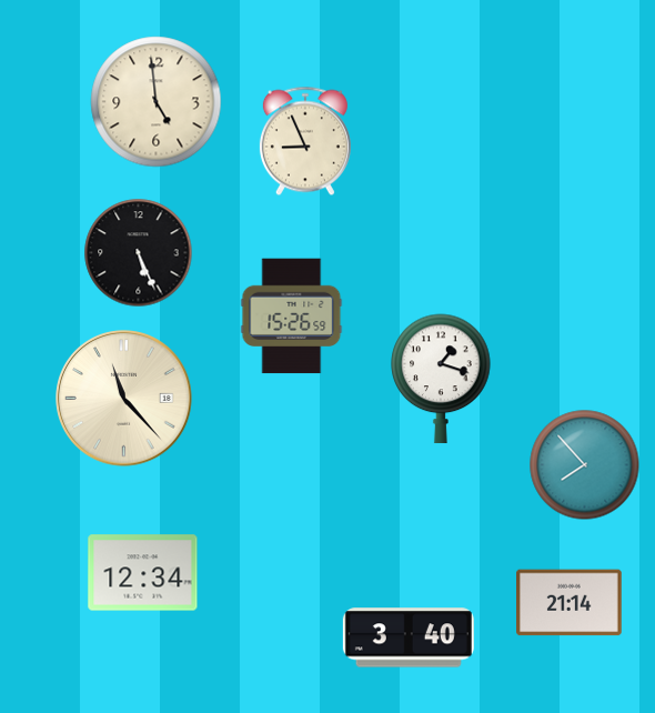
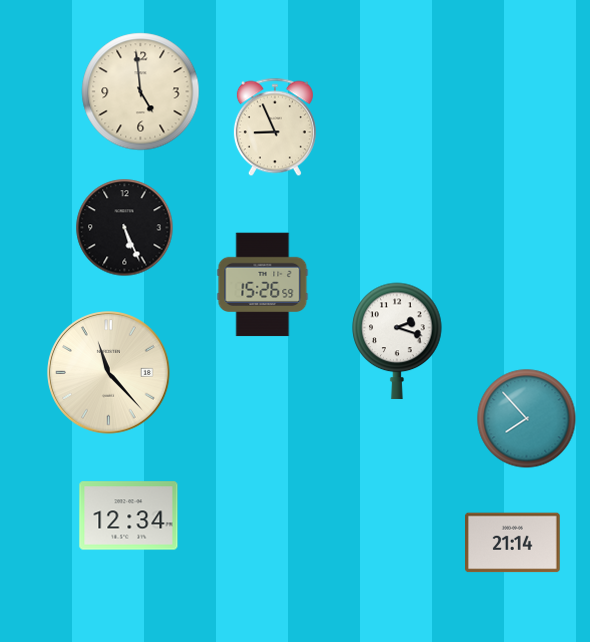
clock at (441, 379): 1:18 -> 2:18
clock at (124, 399) position: (124, 399) -> (109, 373)
clock at (409, 637): 3:40 -> none
